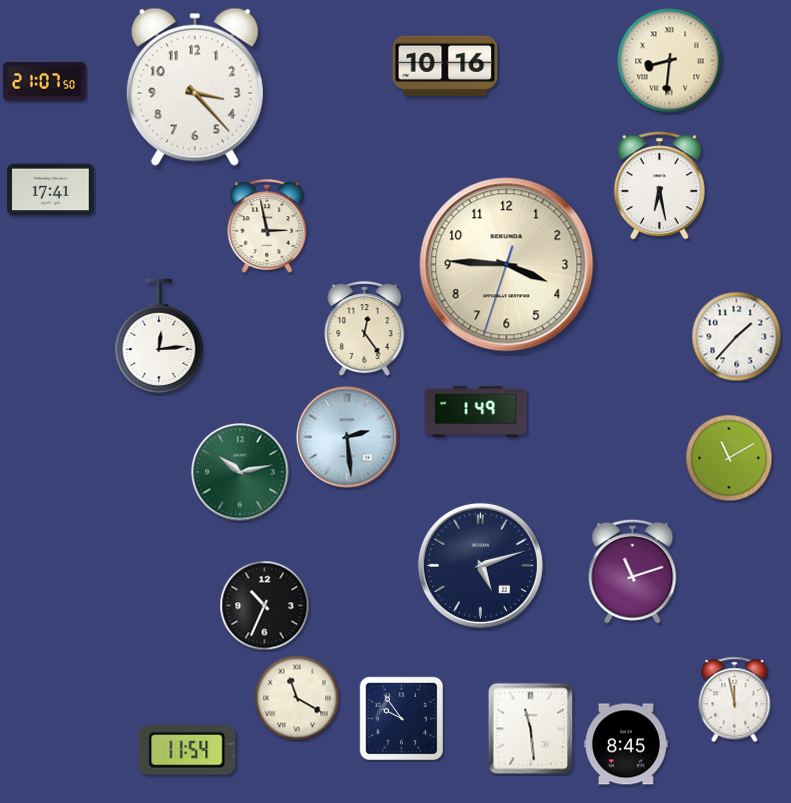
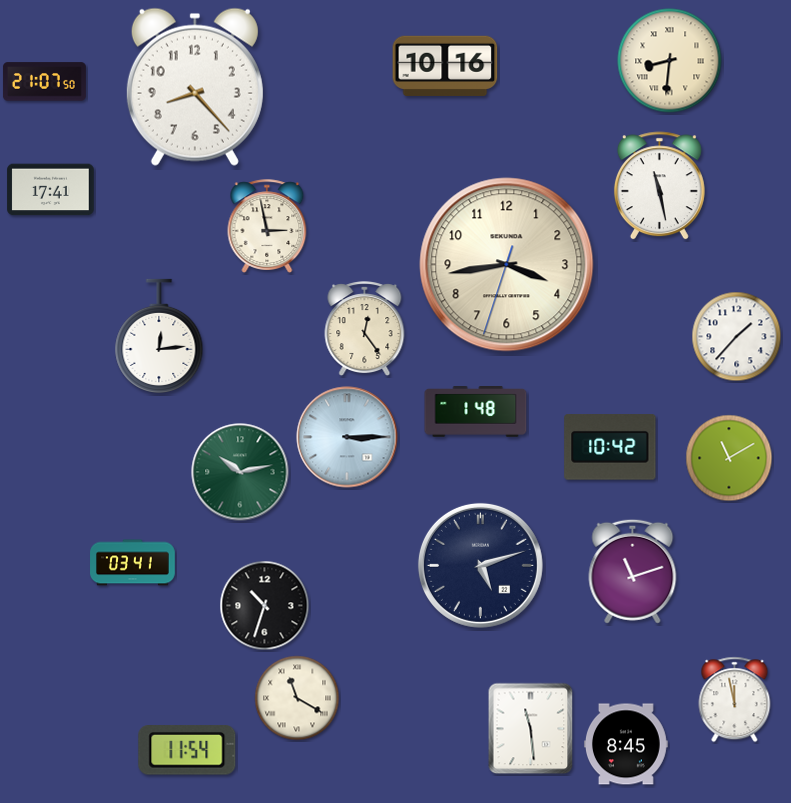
clock at (195, 87): 3:23 -> 8:23
clock at (659, 186): 6:28 -> 11:28
clock at (507, 265): 3:45 -> 3:43
clock at (476, 412): 1:49 -> 1:48
clock at (347, 437): 2:29 -> 3:15
clock at (610, 447): none -> 10:42
clock at (133, 563): none -> 03:41
clock at (265, 606): 10:34 -> 10:33
clock at (402, 719): 9:54 -> none
